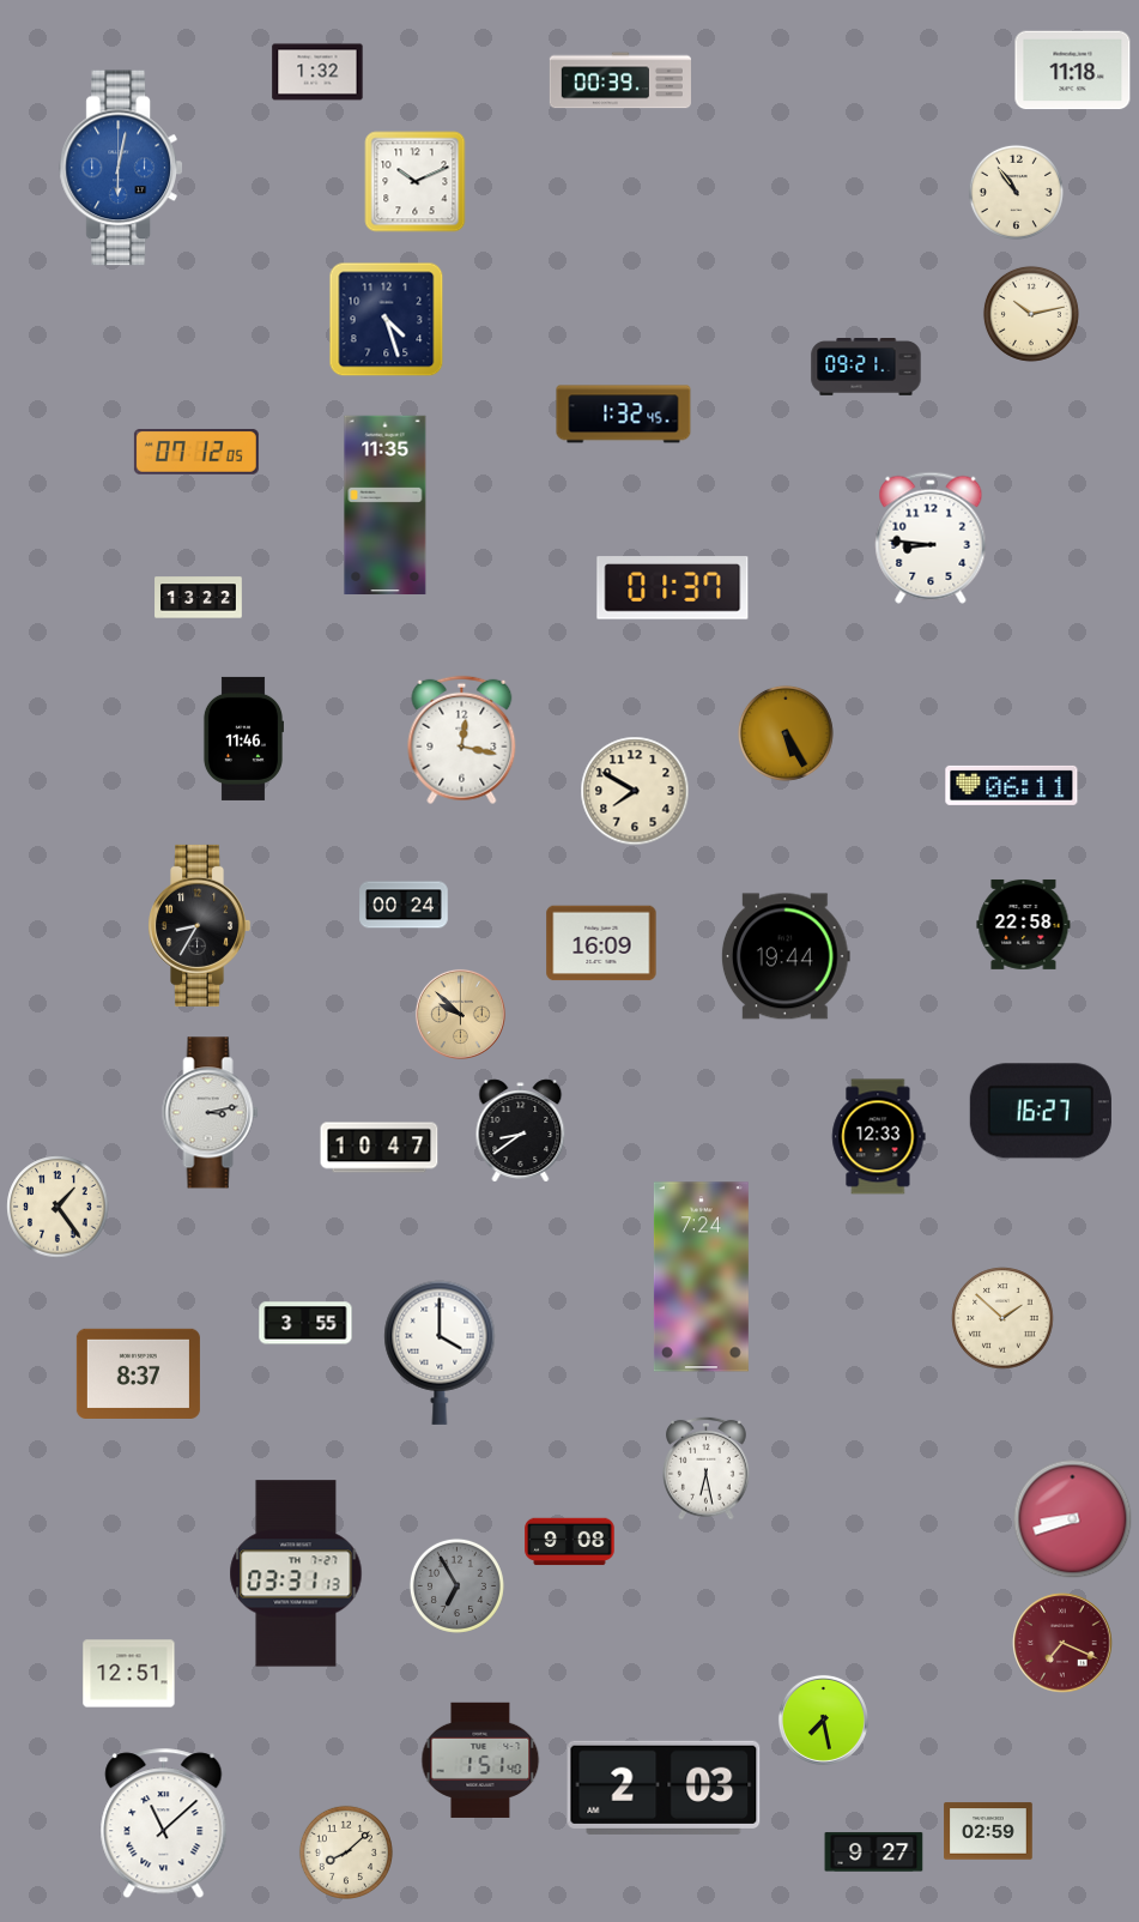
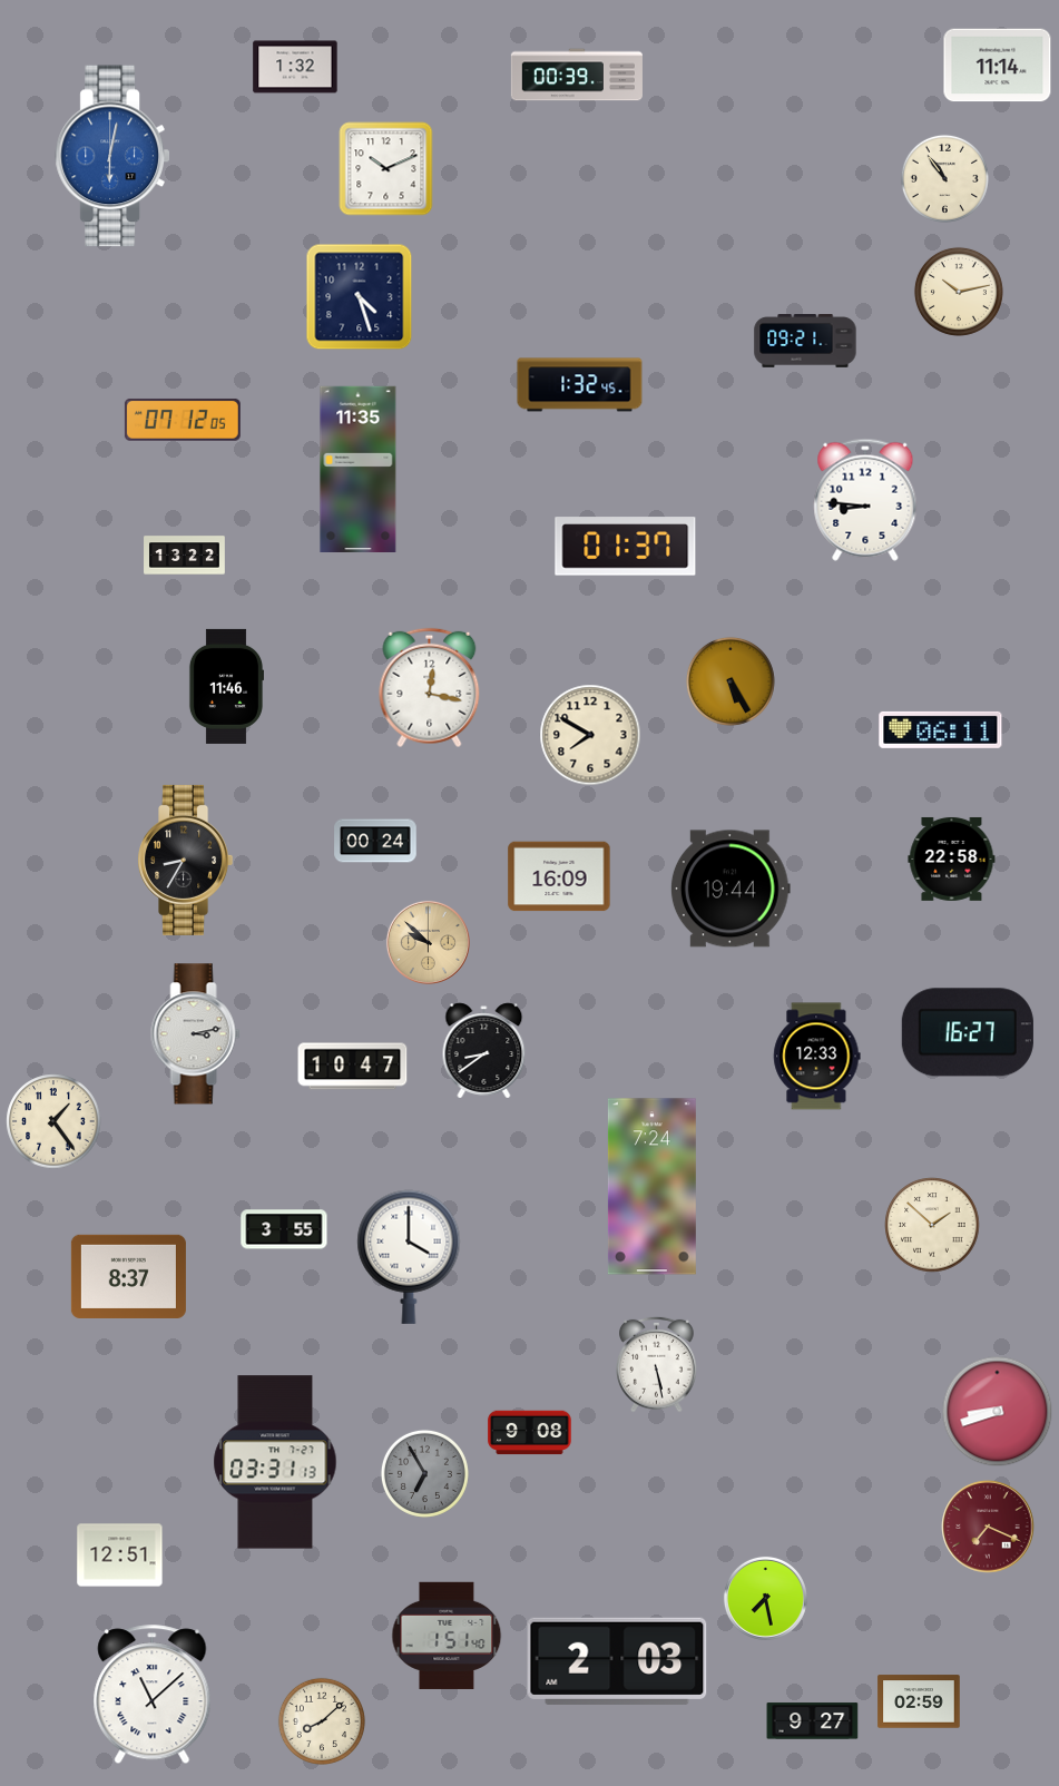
clock at (1073, 71): 11:18 -> 11:14
clock at (707, 1468): 6:28 -> 5:28
